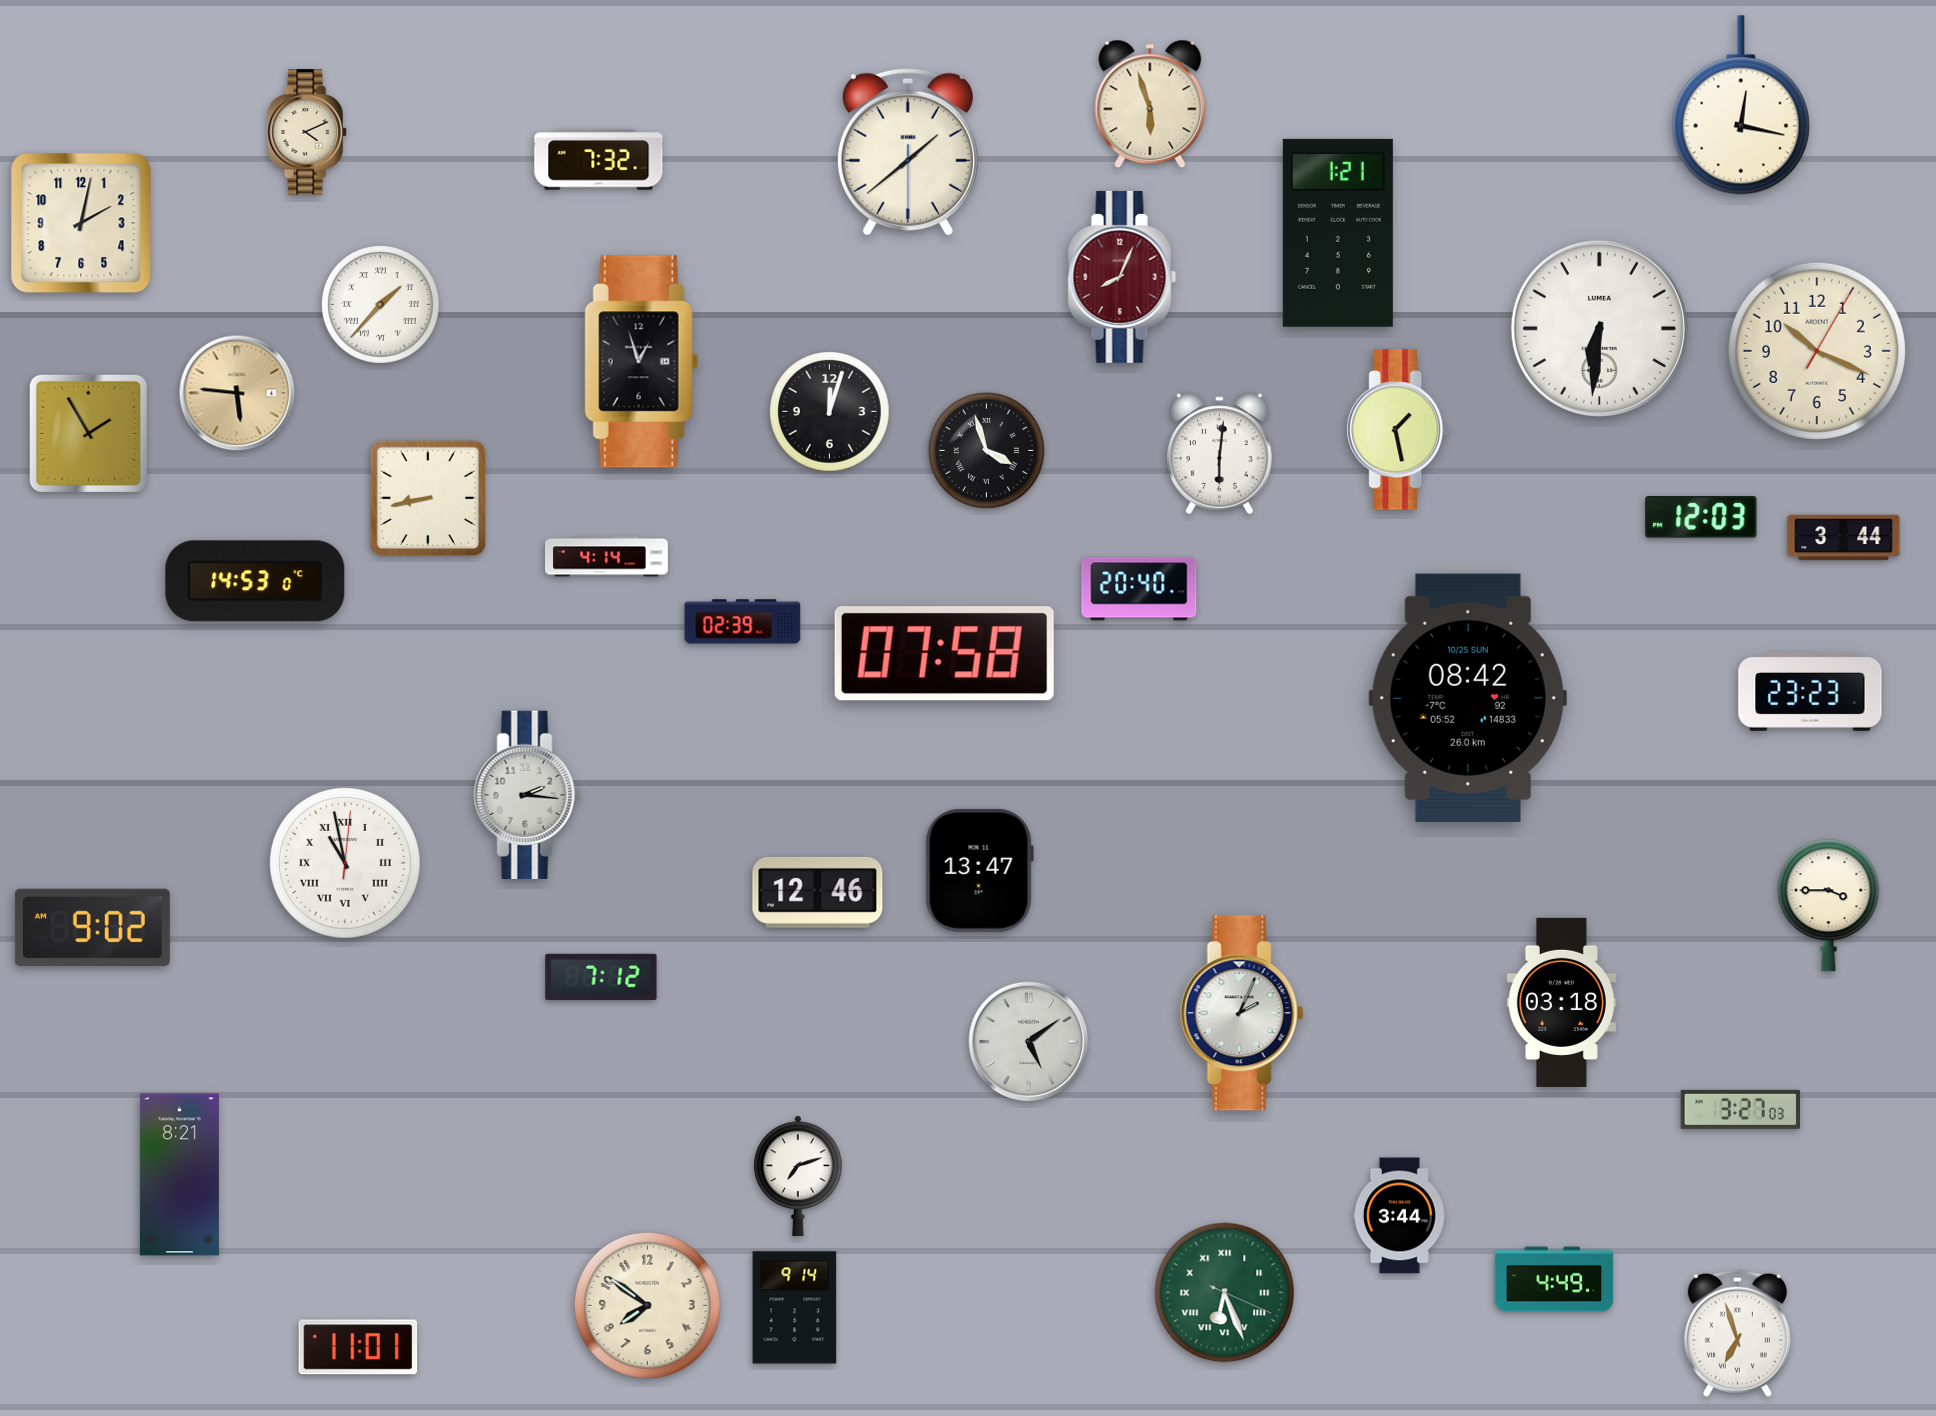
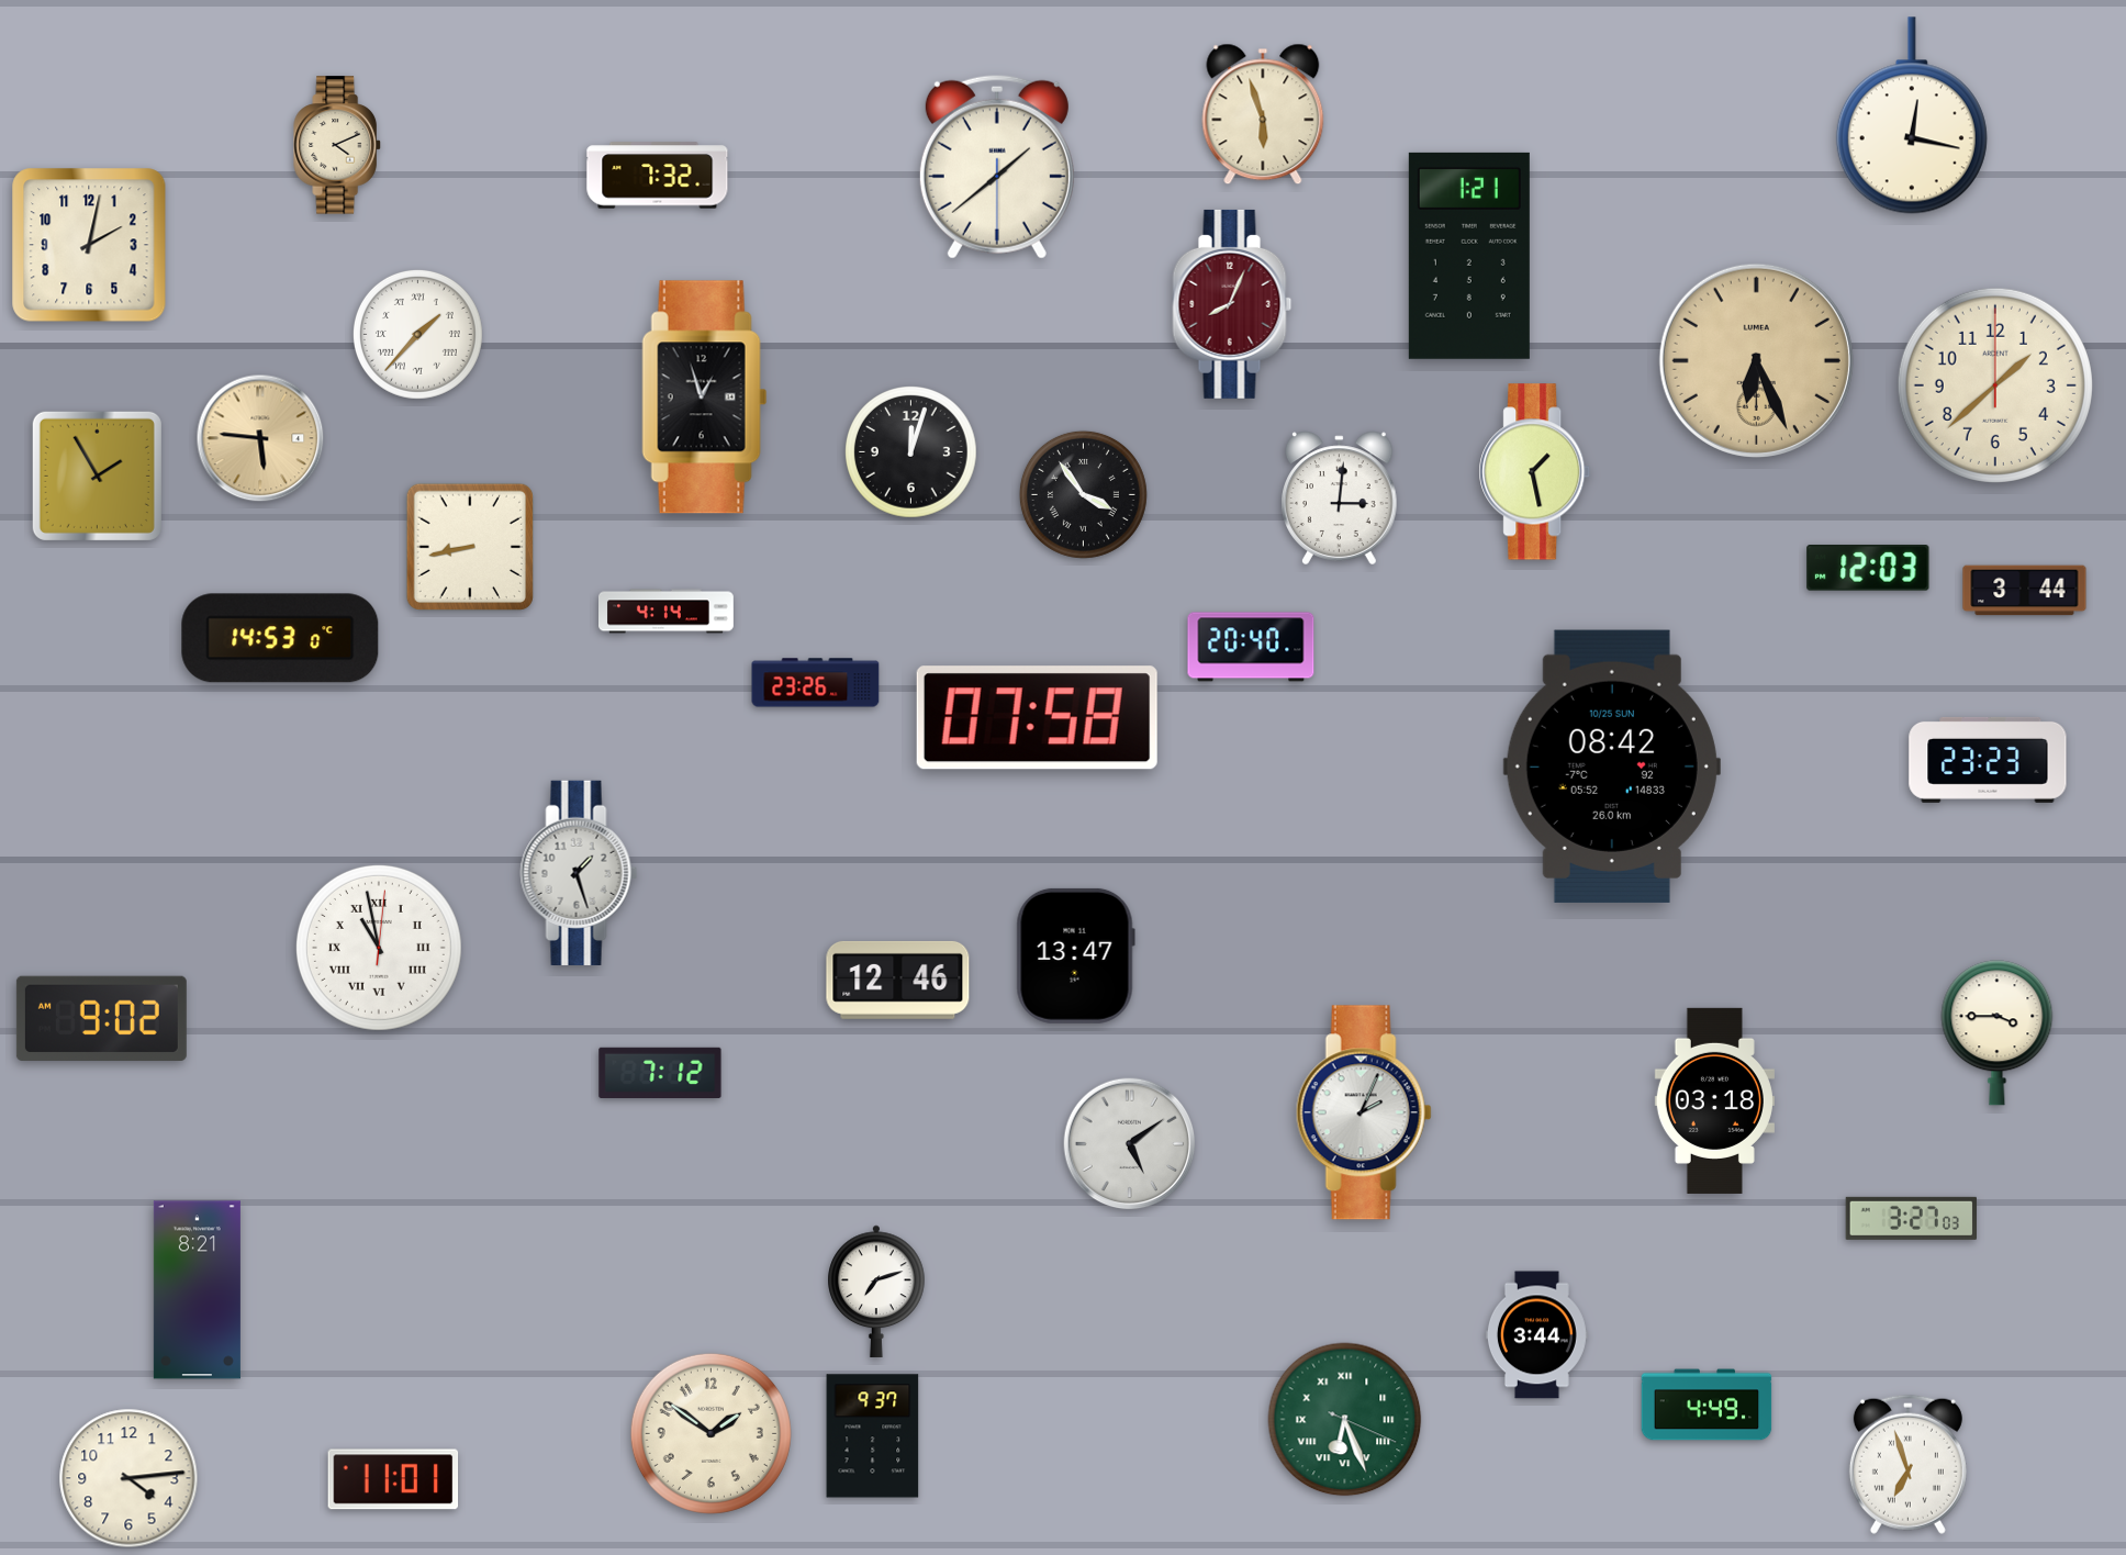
clock at (1599, 328): 6:31 -> 6:26
clock at (1599, 328) dial: white -> champagne
clock at (1817, 351): 10:19 -> 1:38
clock at (237, 393) position: (237, 393) -> (260, 438)
clock at (986, 450): 3:57 -> 3:54
clock at (1220, 454): 6:01 -> 3:01
clock at (743, 622): 02:39 -> 23:26
clock at (527, 795): 2:16 -> 1:27
clock at (1829, 906) position: (1829, 906) -> (1998, 1033)
clock at (647, 1305): 7:51 -> 1:51
clock at (795, 1308): 9:14 -> 9:37
clock at (128, 1478): none -> 4:14
